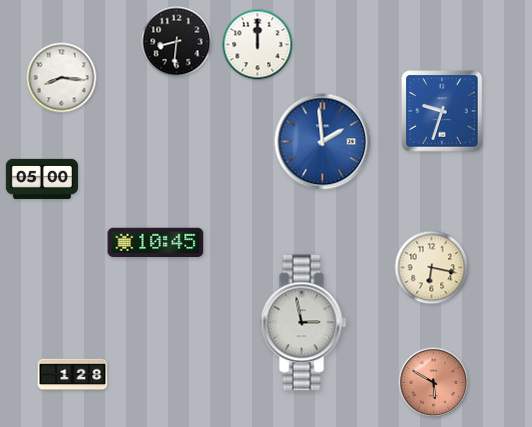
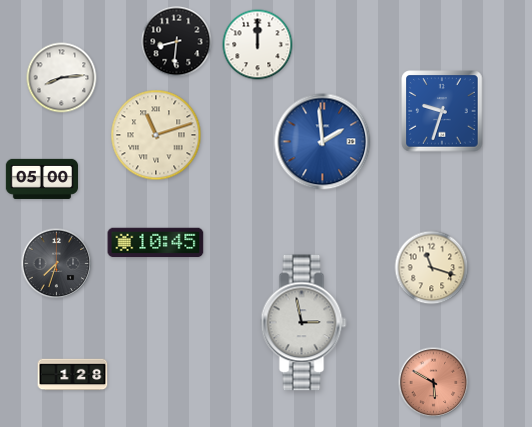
clock at (62, 78): 8:16 -> 8:14
clock at (156, 135): none -> 11:12
clock at (57, 264): none -> 7:33
clock at (432, 268): 6:17 -> 11:18
